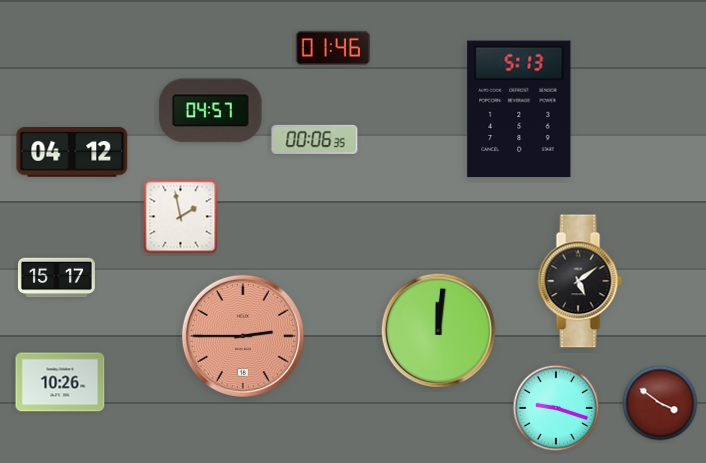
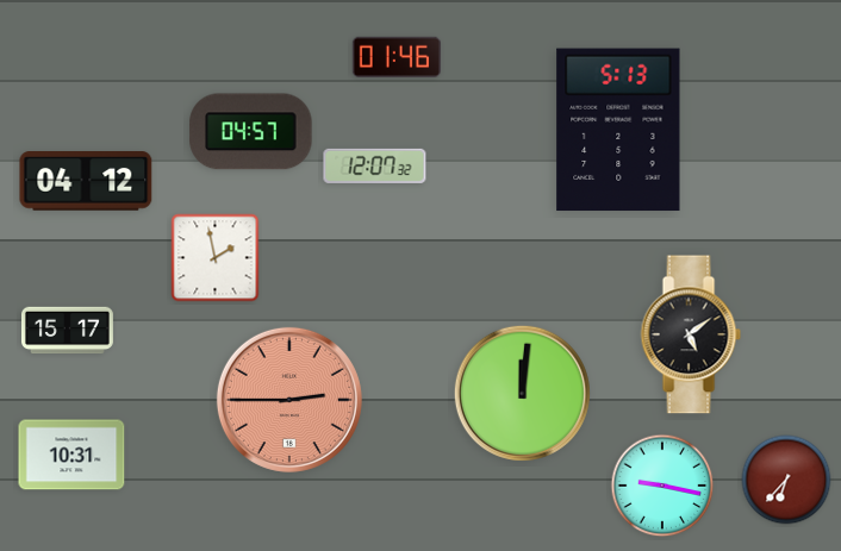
clock at (315, 139): 00:06 -> 12:07
clock at (60, 382): 10:26 -> 10:31
clock at (660, 403): 3:51 -> 6:37
clock at (556, 408): 9:18 -> 9:17
